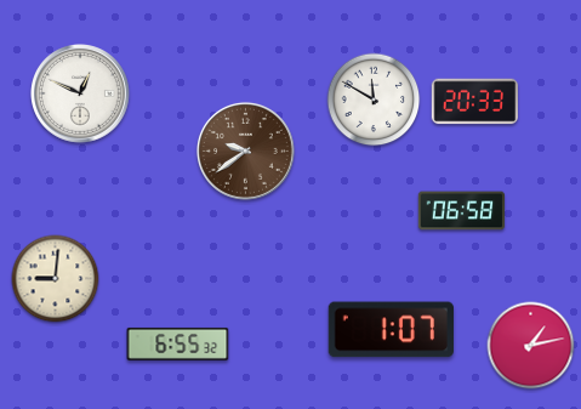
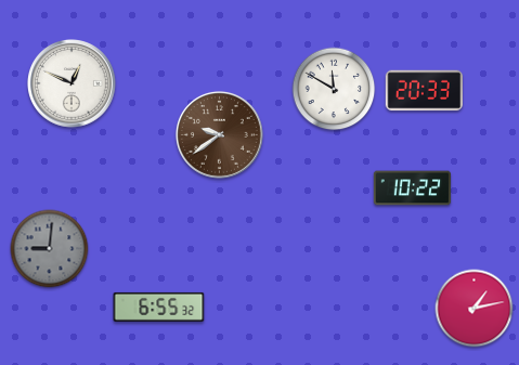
clock at (462, 211): 06:58 -> 10:22
clock at (56, 279) dial: cream -> grey
clock at (391, 330): 1:07 -> none
